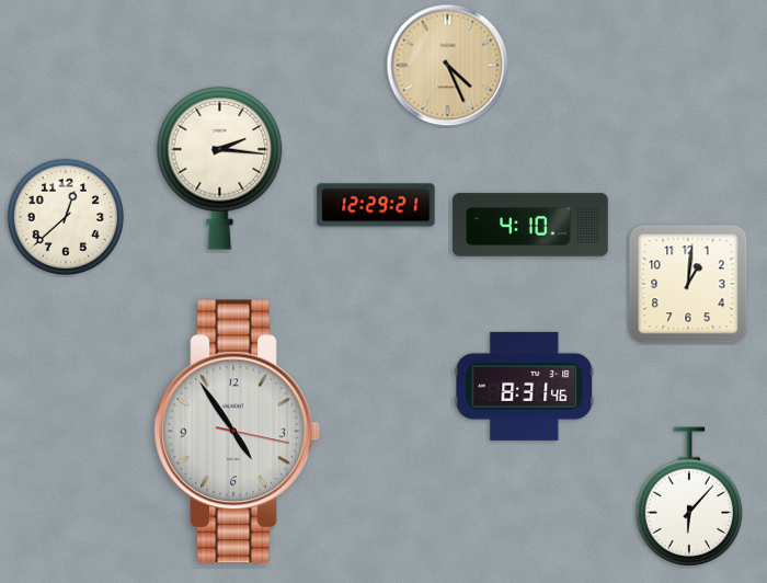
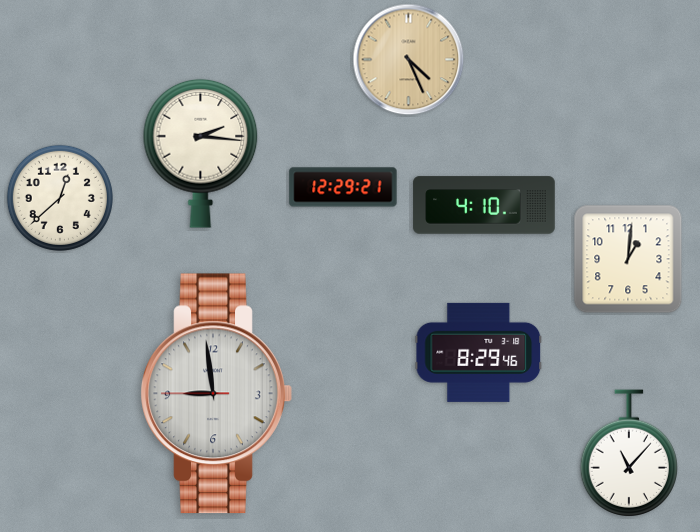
clock at (525, 386): 8:31 -> 8:29
clock at (237, 432): 4:54 -> 8:58
clock at (688, 496): 6:07 -> 11:07
